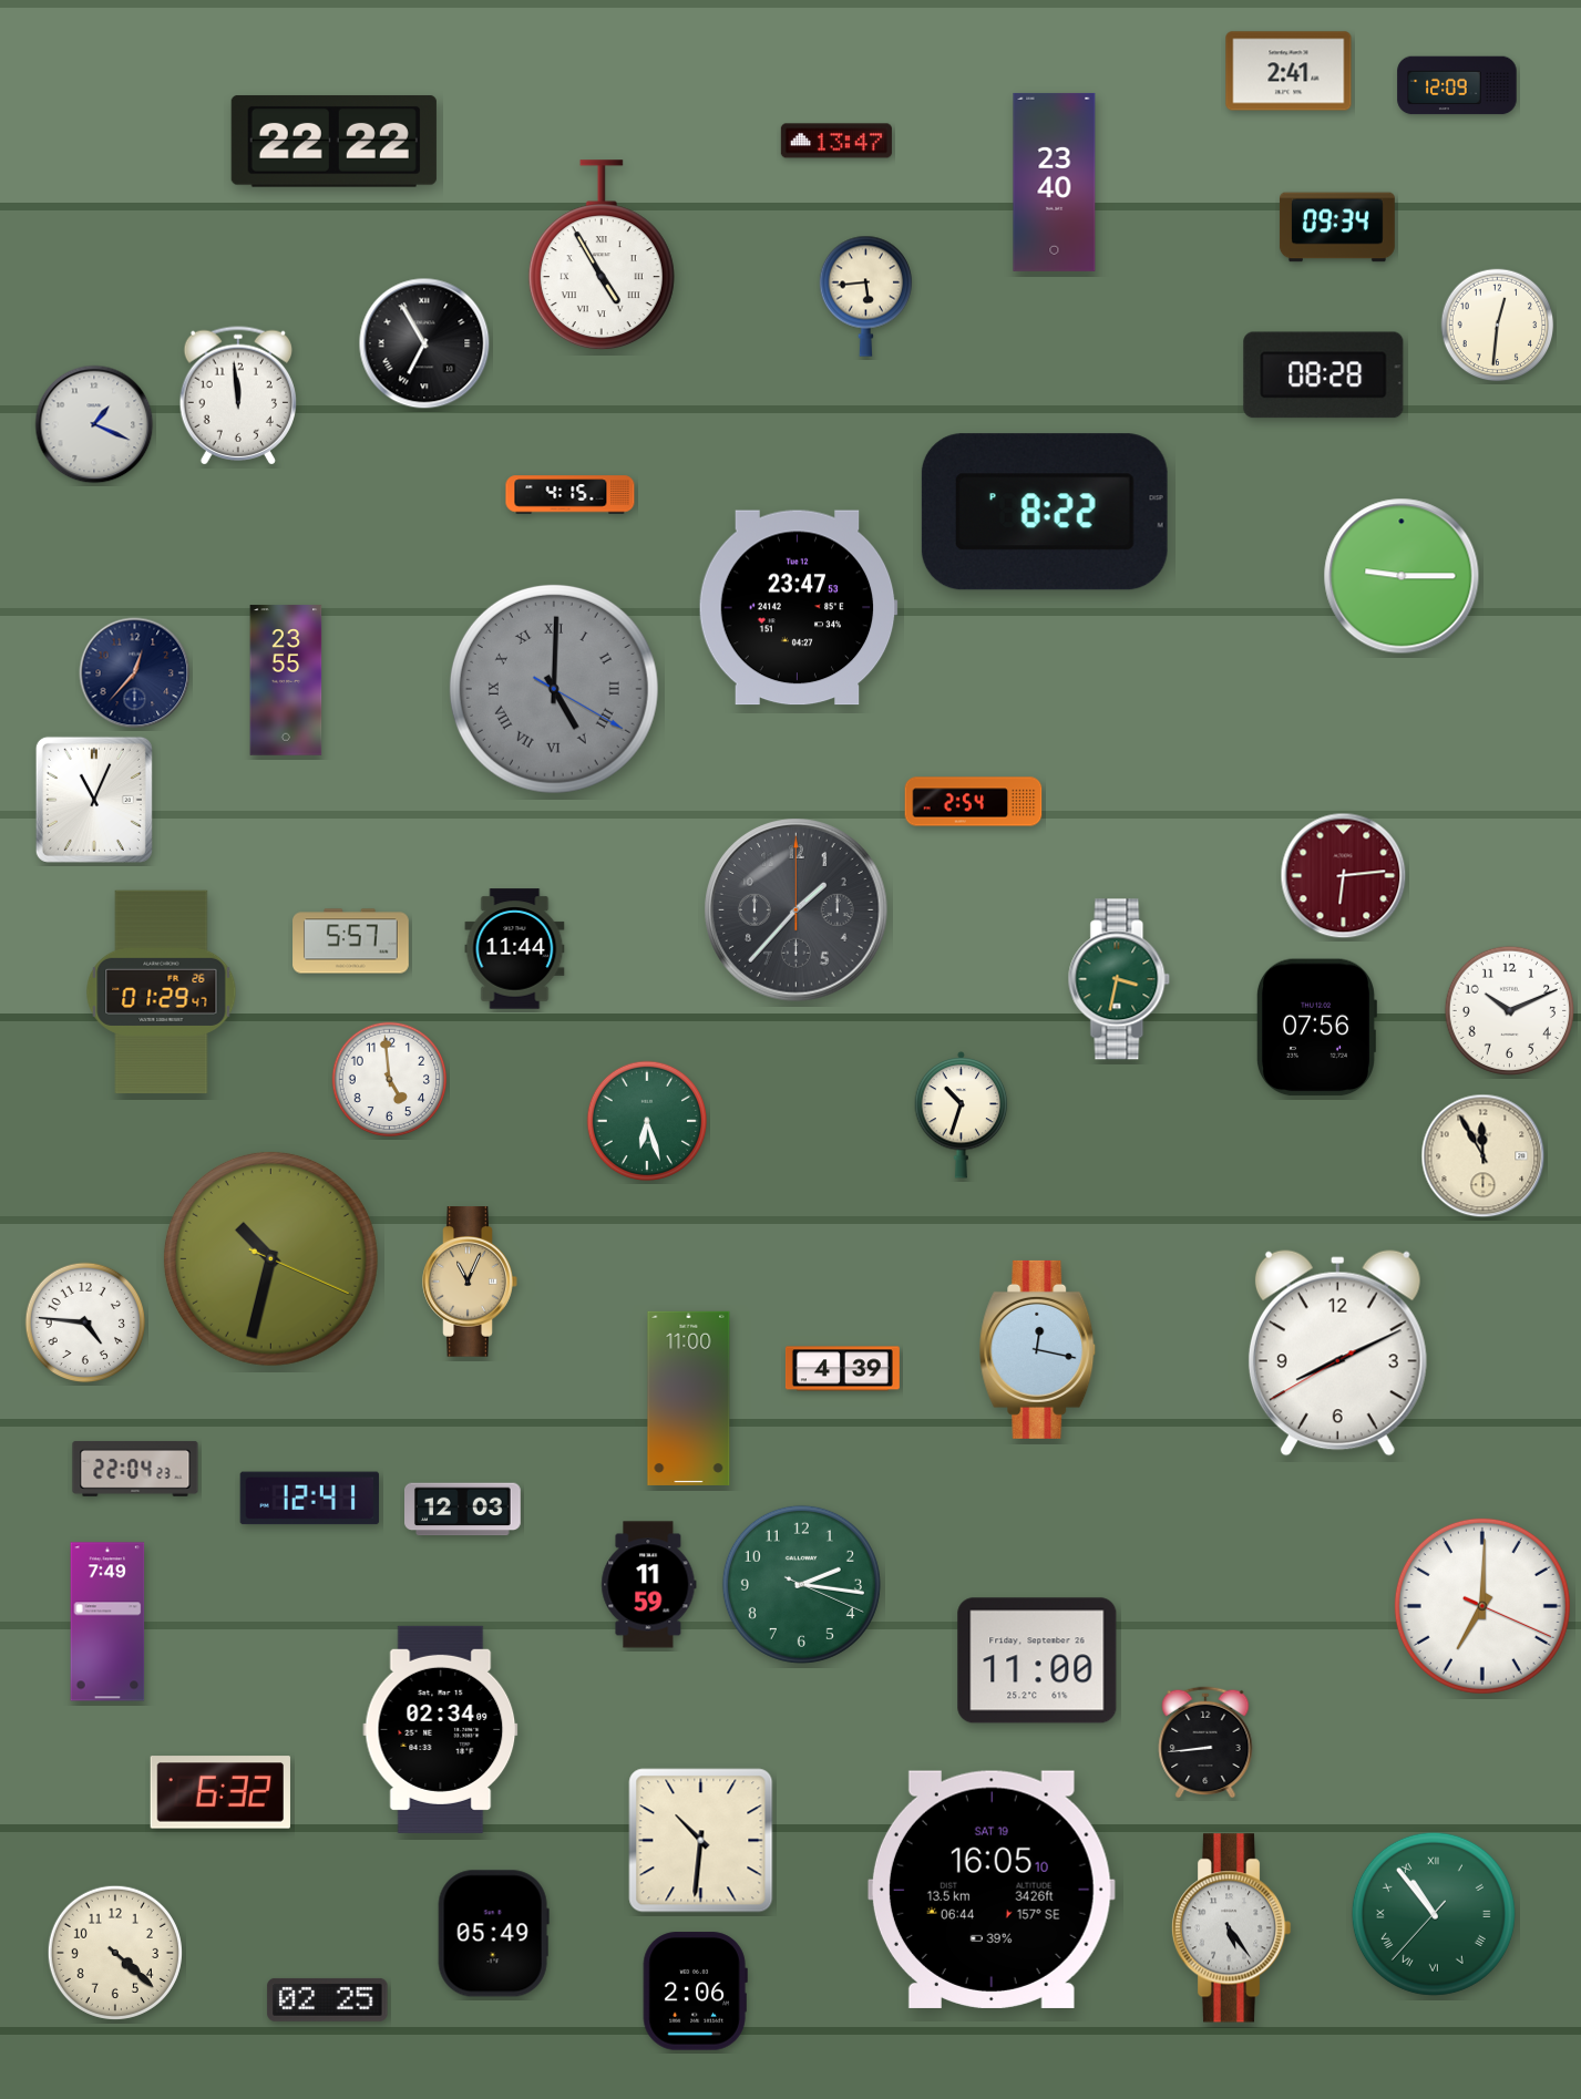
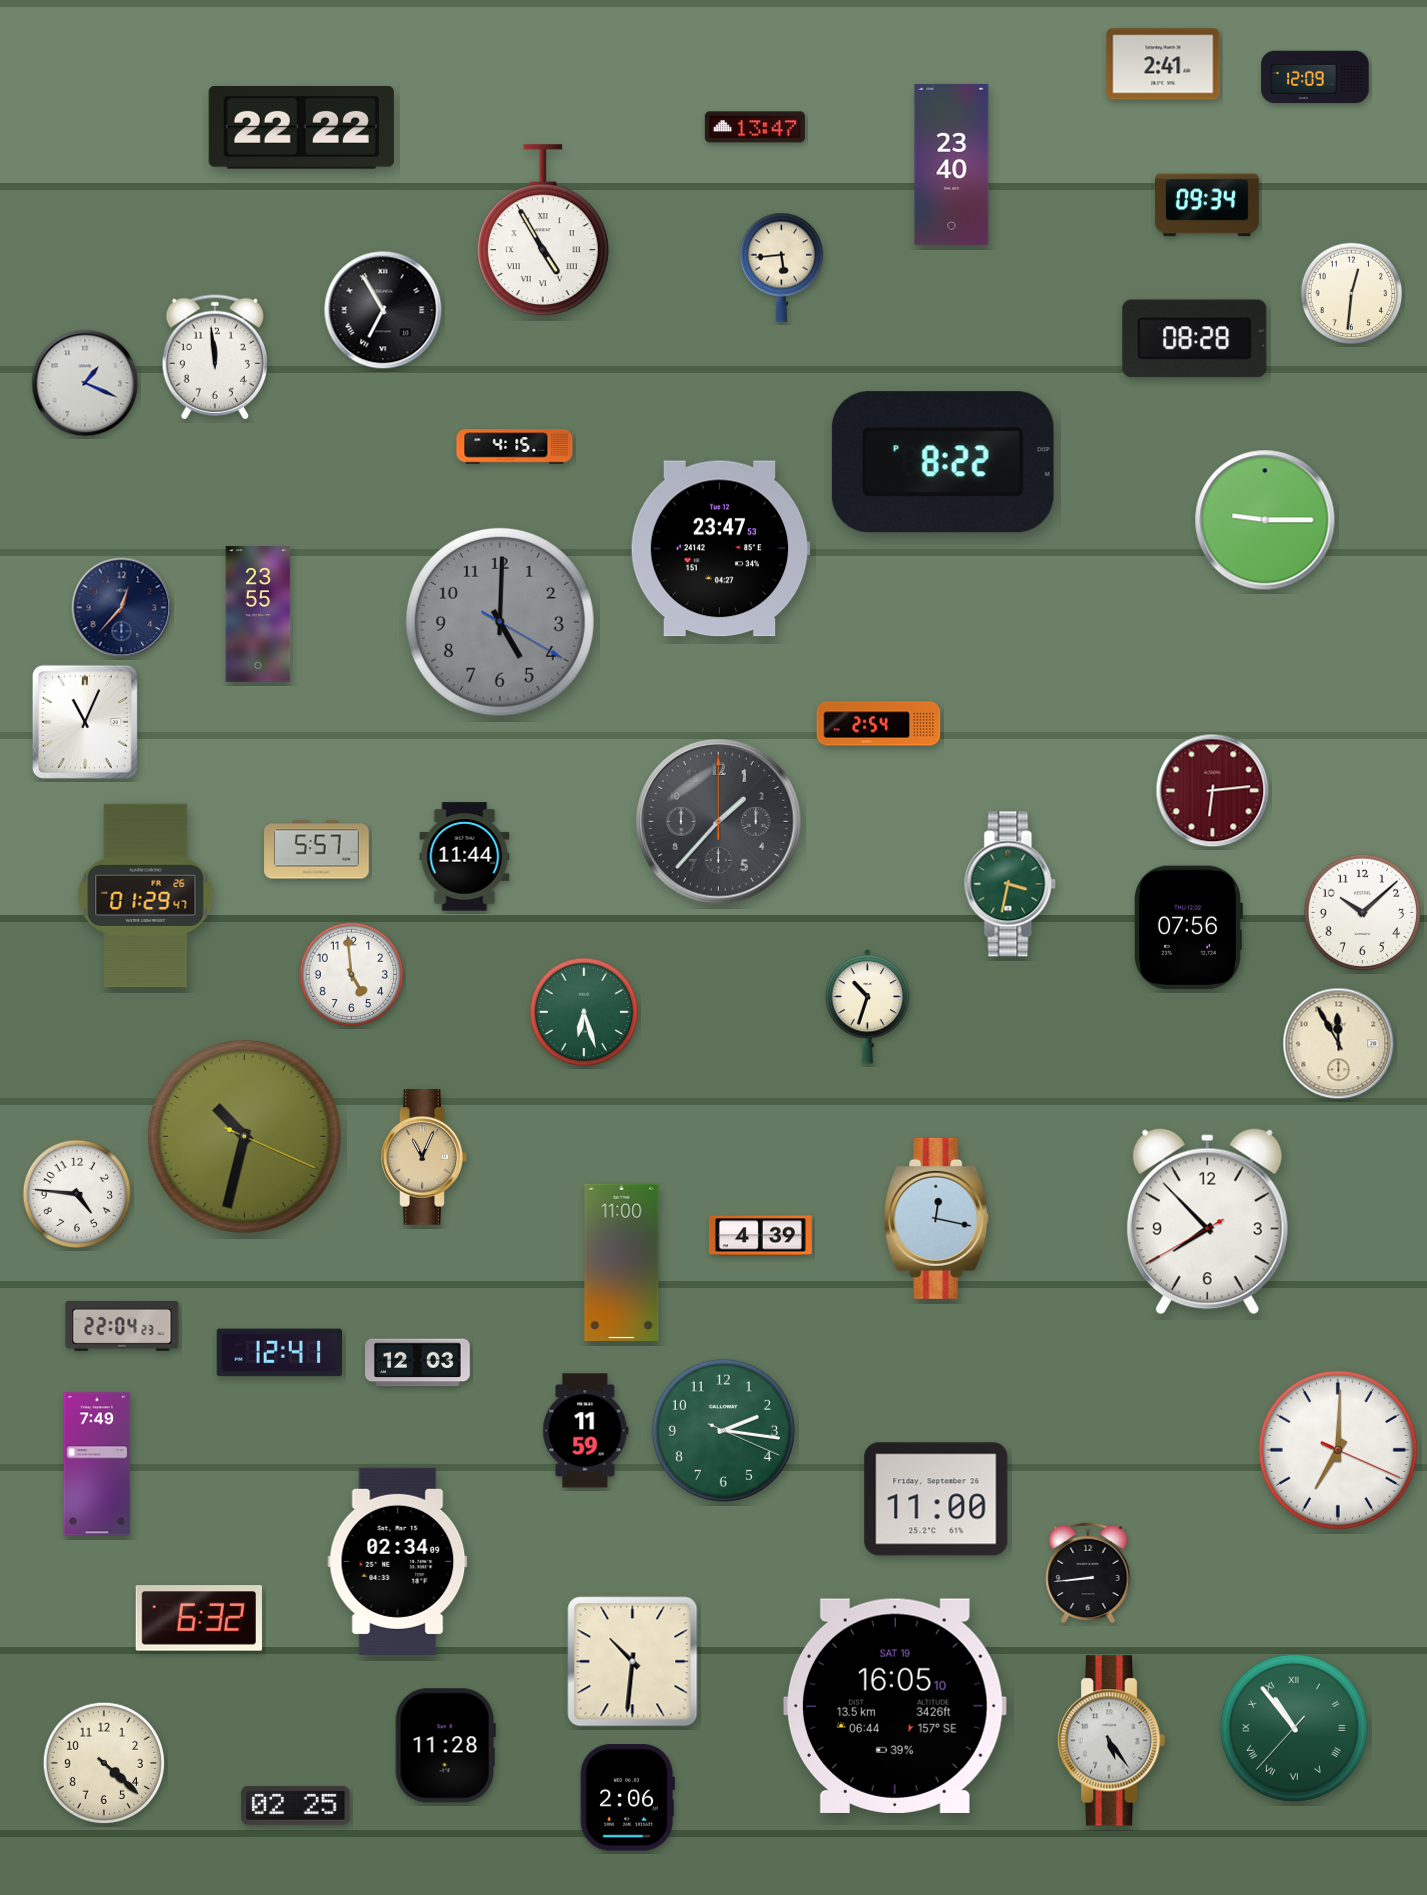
clock at (554, 689) numerals: Roman -> Arabic
clock at (1509, 1010): 10:11 -> 10:08
clock at (1337, 1354): 8:10 -> 7:52
clock at (493, 1934): 05:49 -> 11:28
